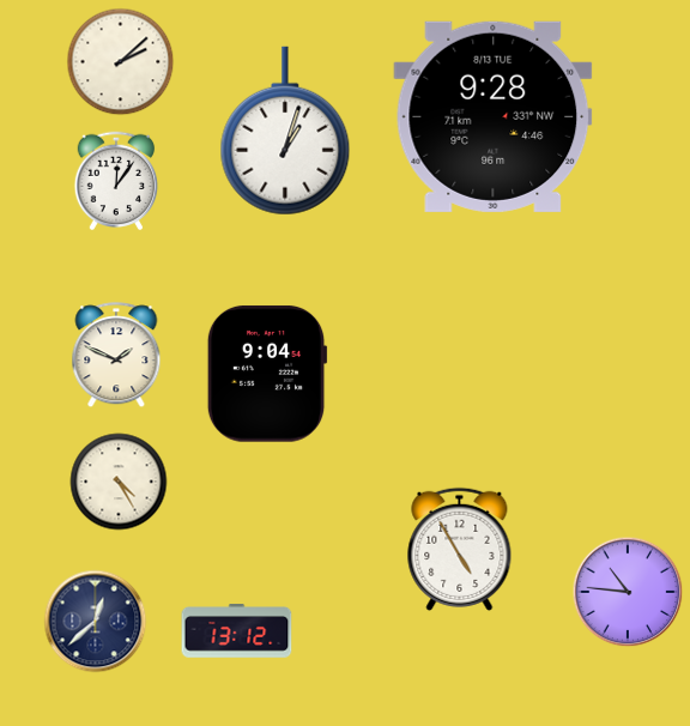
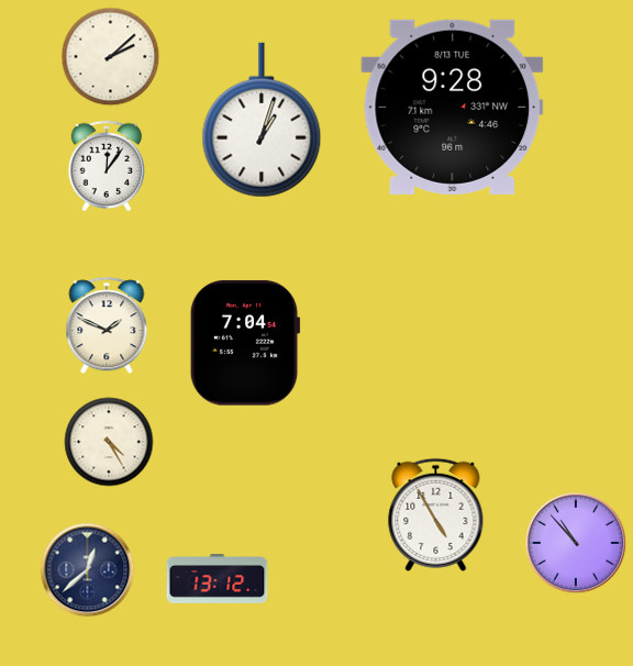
clock at (267, 374): 9:04 -> 7:04
clock at (460, 549) position: (460, 549) -> (436, 514)
clock at (628, 592): 10:46 -> 10:53
